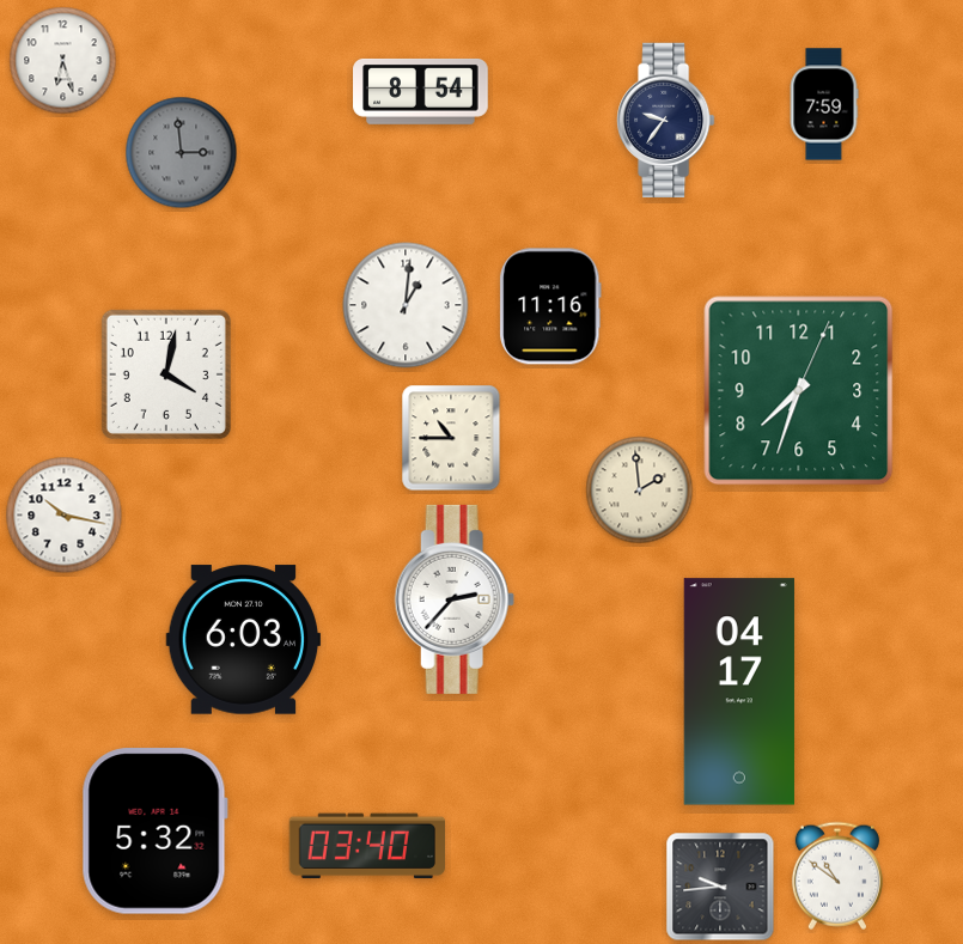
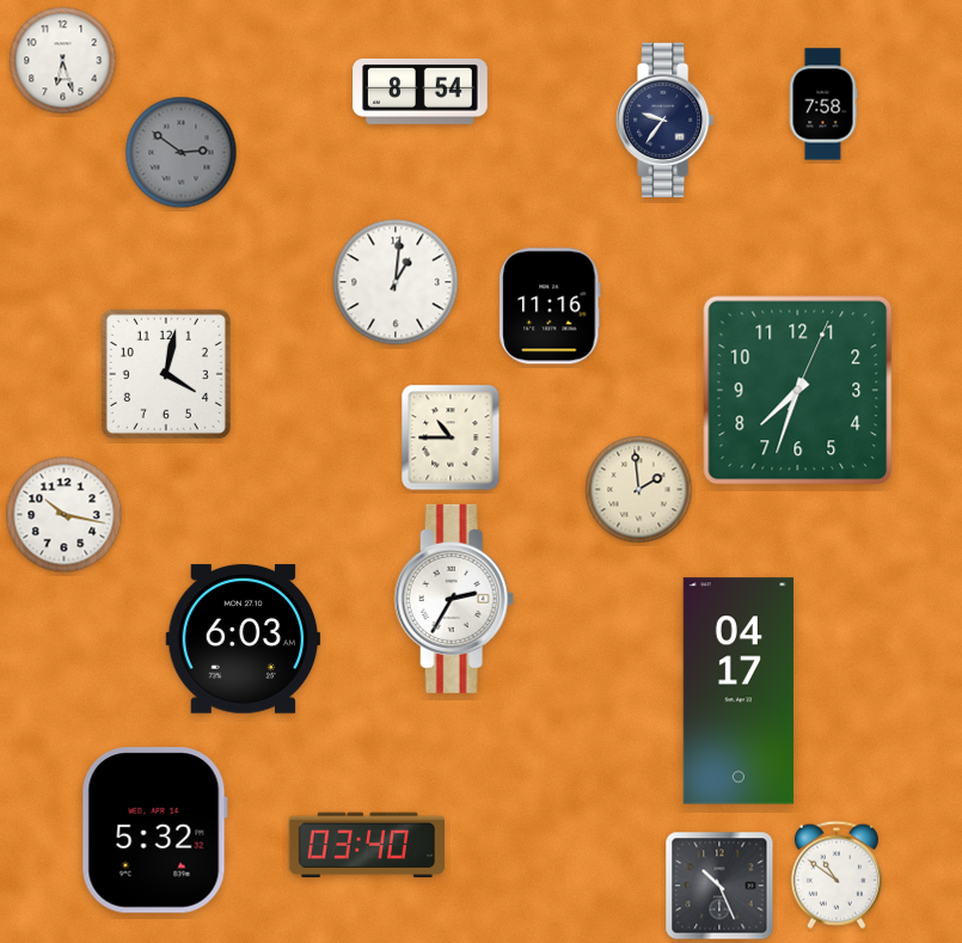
clock at (824, 104): 7:59 -> 7:58
clock at (182, 153): 2:59 -> 2:51
clock at (406, 305) position: (406, 305) -> (396, 282)
clock at (455, 599): 2:37 -> 2:35
clock at (720, 887): 9:44 -> 10:26
